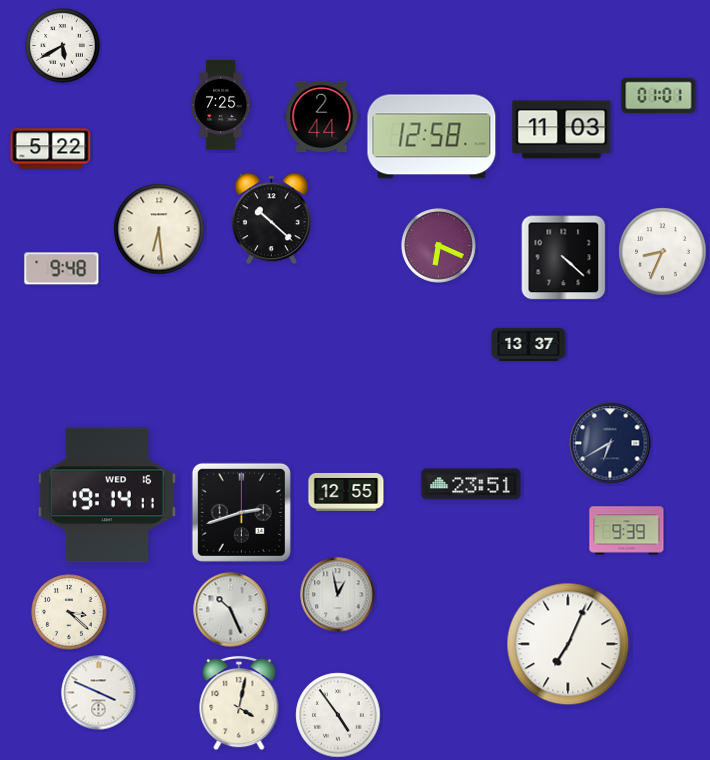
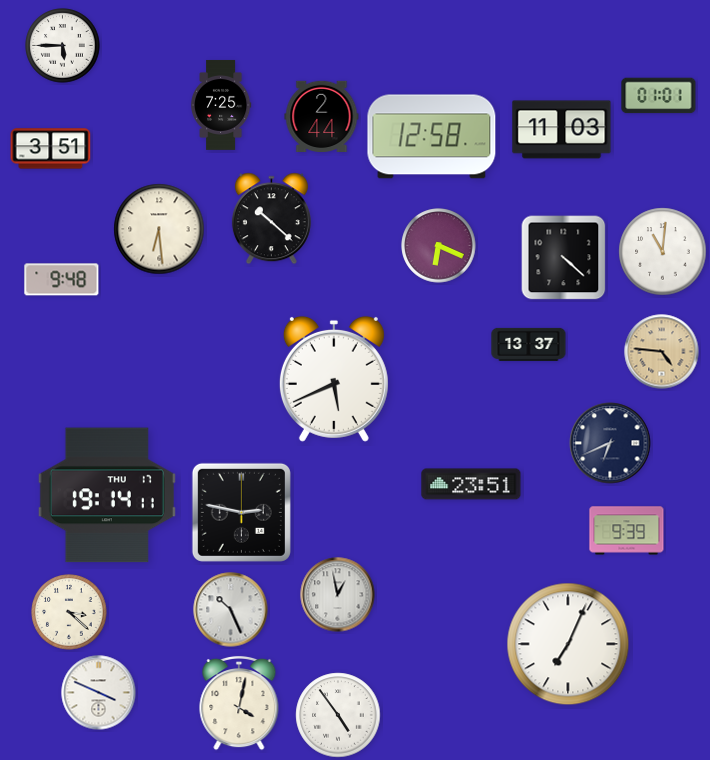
clock at (63, 46): 5:40 -> 5:45
clock at (51, 149): 5:22 -> 3:51
clock at (663, 252): 8:34 -> 11:01
clock at (62, 269) position: (62, 269) -> (62, 280)
clock at (662, 352): none -> 4:46
clock at (334, 379): none -> 5:41
clock at (610, 443): 6:40 -> 6:41
clock at (346, 492): 12:55 -> none
clock at (107, 495) date: WED 16 -> THU 17
clock at (241, 512): 2:42 -> 2:47
